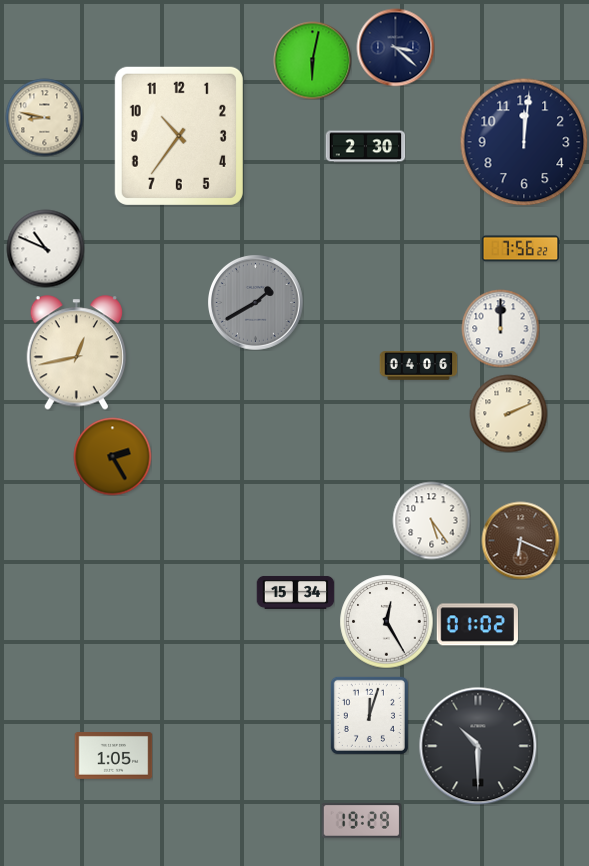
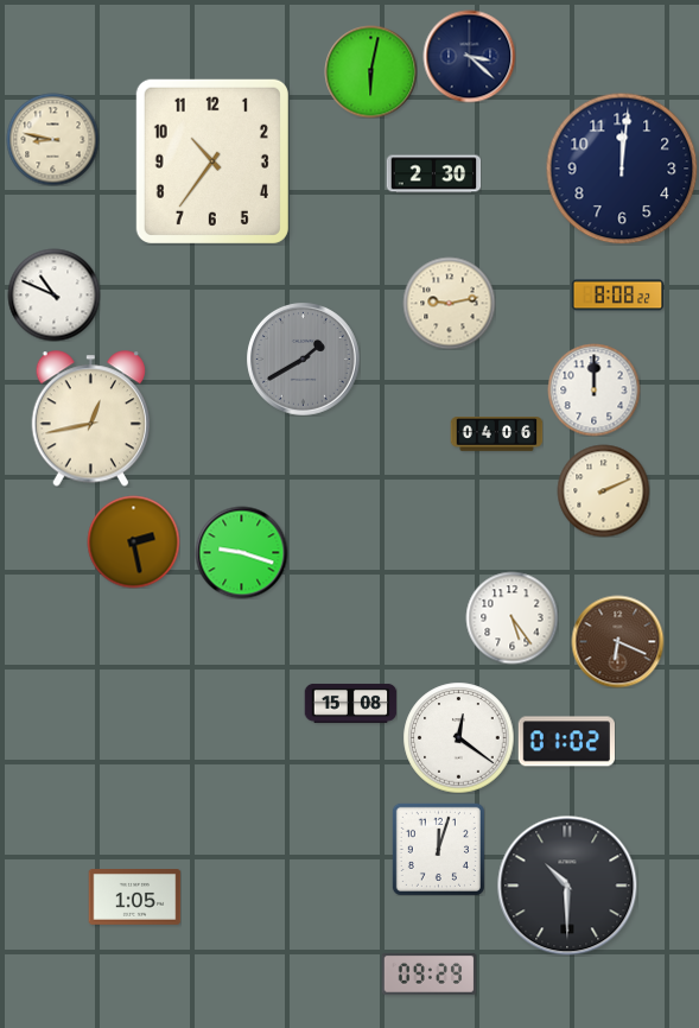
clock at (520, 249): 7:56 -> 8:08
clock at (449, 303): none -> 9:13
clock at (112, 456): 2:25 -> 2:28
clock at (241, 552): none -> 9:18
clock at (295, 592): 15:34 -> 15:08
clock at (386, 621): 12:25 -> 12:21
clock at (361, 821): 19:29 -> 09:29
